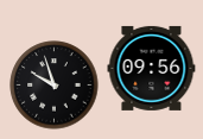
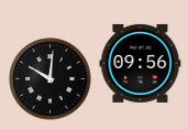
clock at (55, 86): 9:57 -> 10:01
